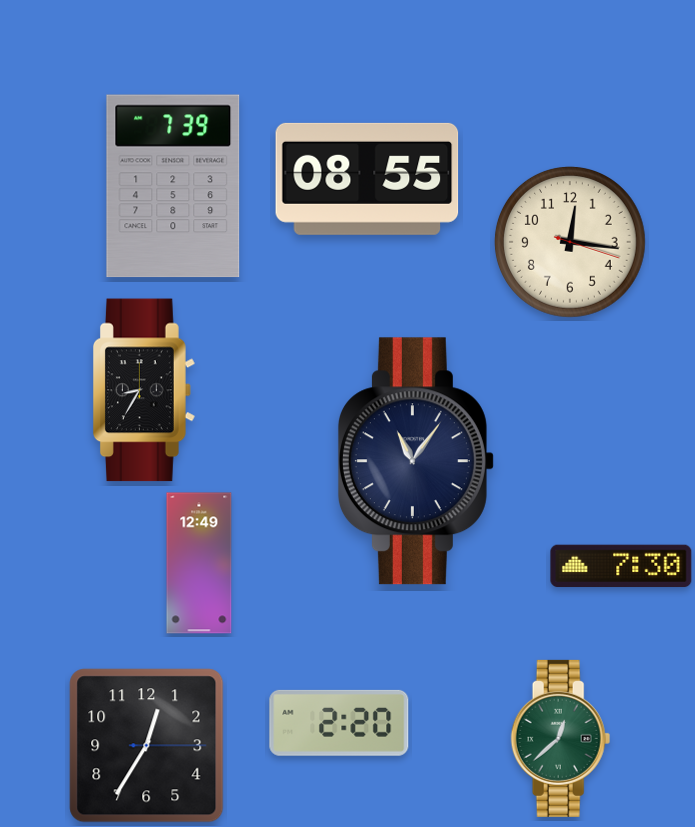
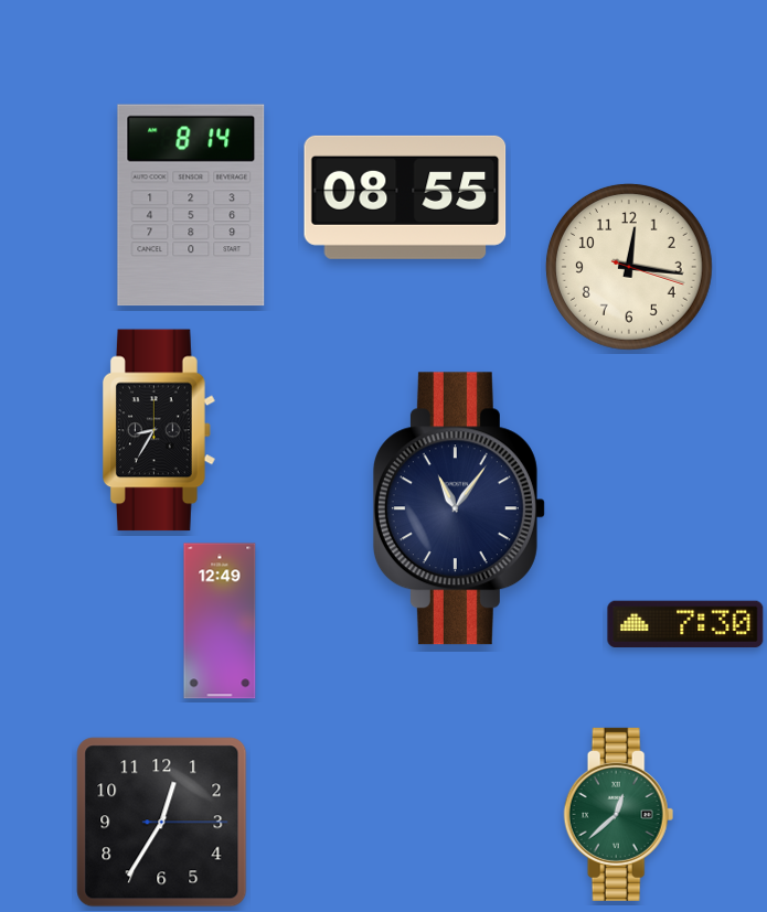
clock at (173, 186): 7:39 -> 8:14
clock at (339, 723): 2:20 -> none
